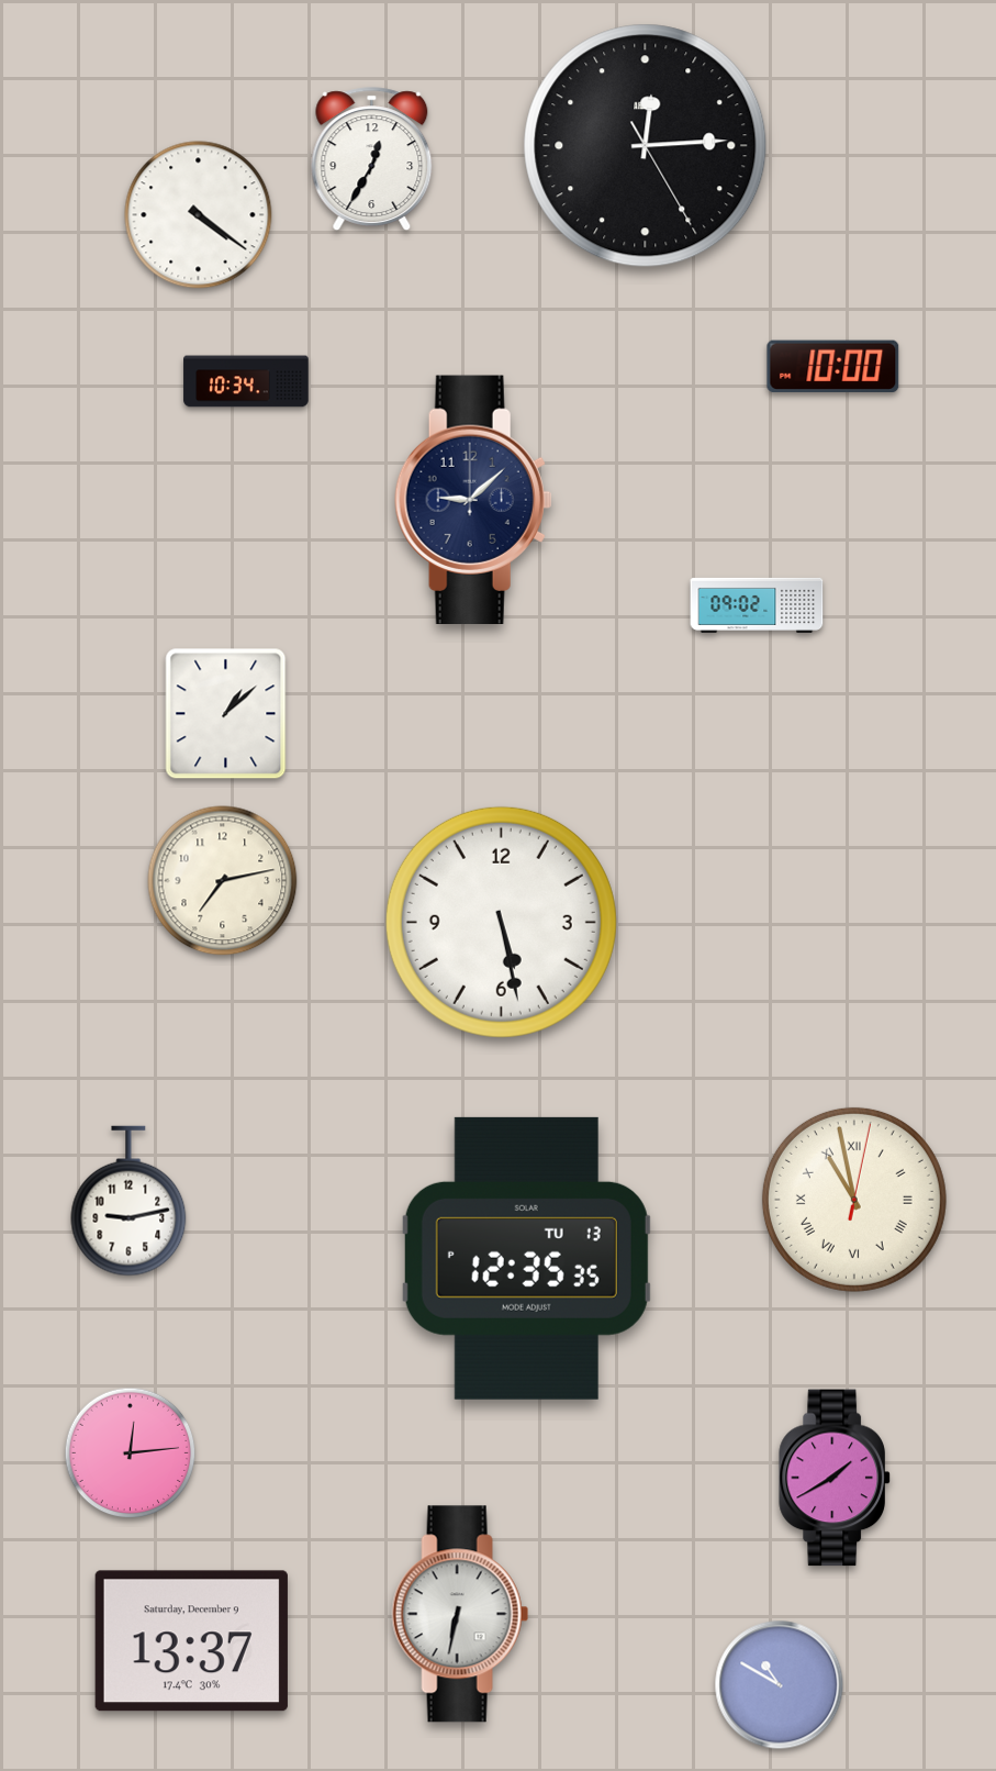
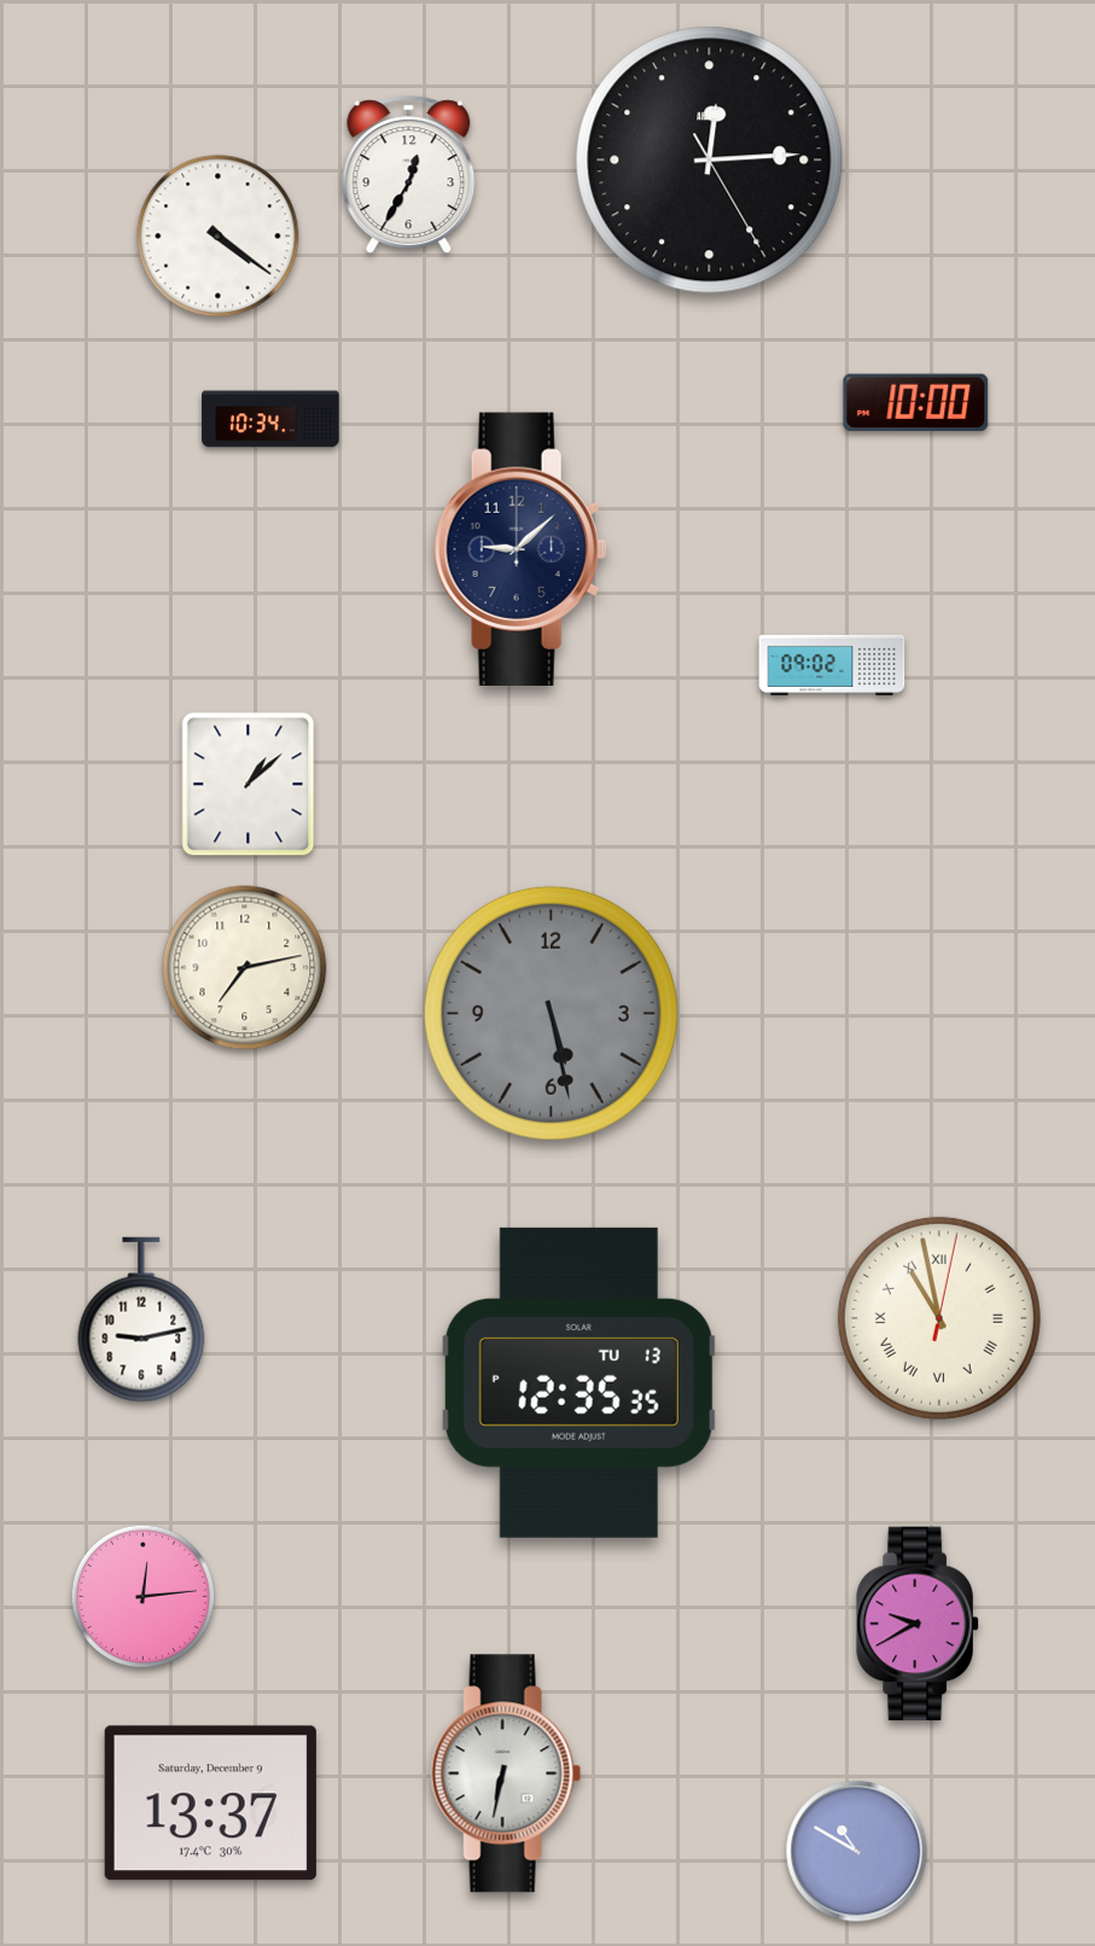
clock at (501, 922) dial: white -> grey
clock at (835, 1478): 1:40 -> 9:40
